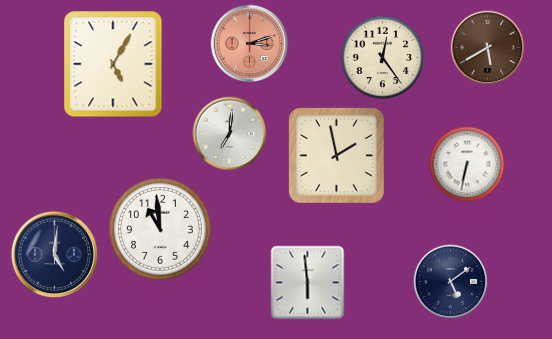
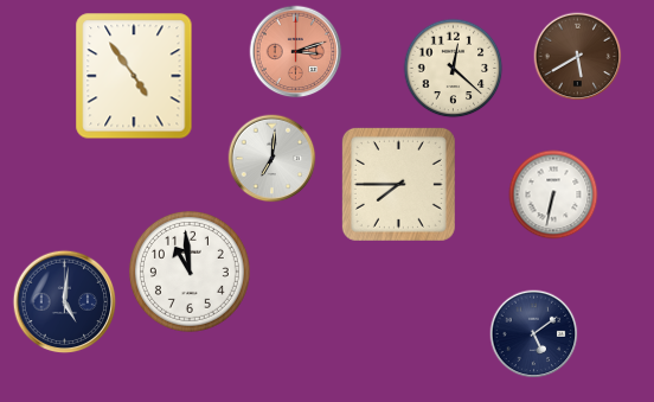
clock at (383, 58): 12:24 -> 12:22
clock at (113, 64): 5:05 -> 4:54
clock at (336, 155): 1:58 -> 7:45
clock at (308, 283): 5:59 -> none
